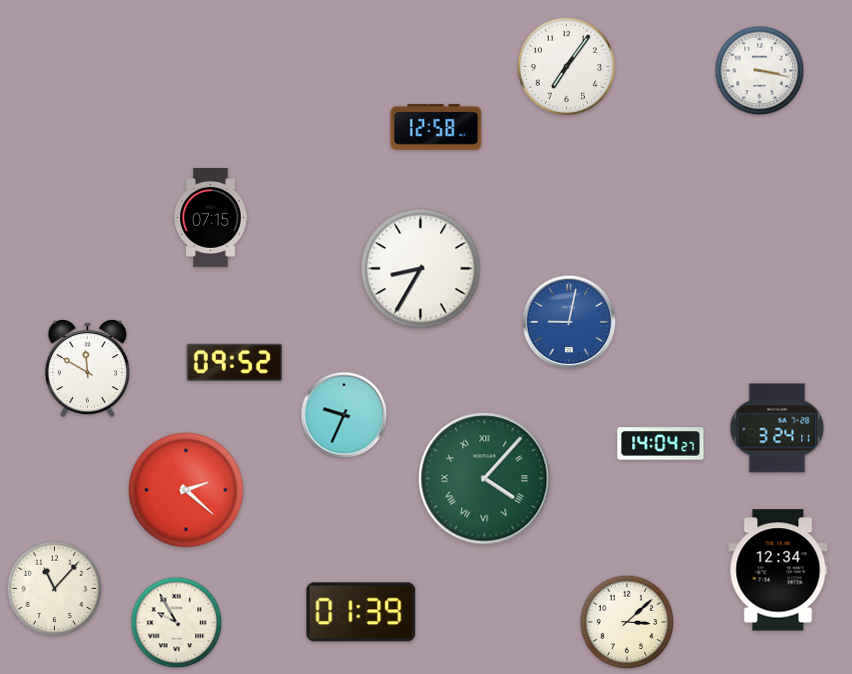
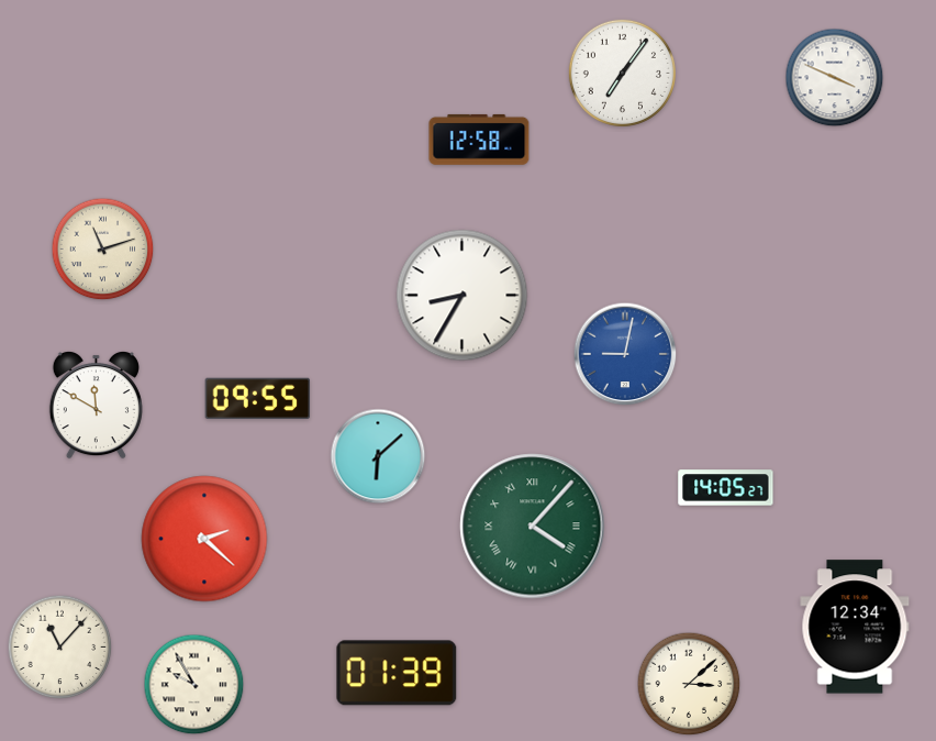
clock at (760, 71): 3:17 -> 3:49
clock at (211, 217): 07:15 -> none
clock at (103, 250): none -> 11:12
clock at (234, 362): 09:52 -> 09:55
clock at (344, 415): 9:34 -> 6:08
clock at (777, 428): 3:24 -> none
clock at (661, 444): 14:04 -> 14:05
